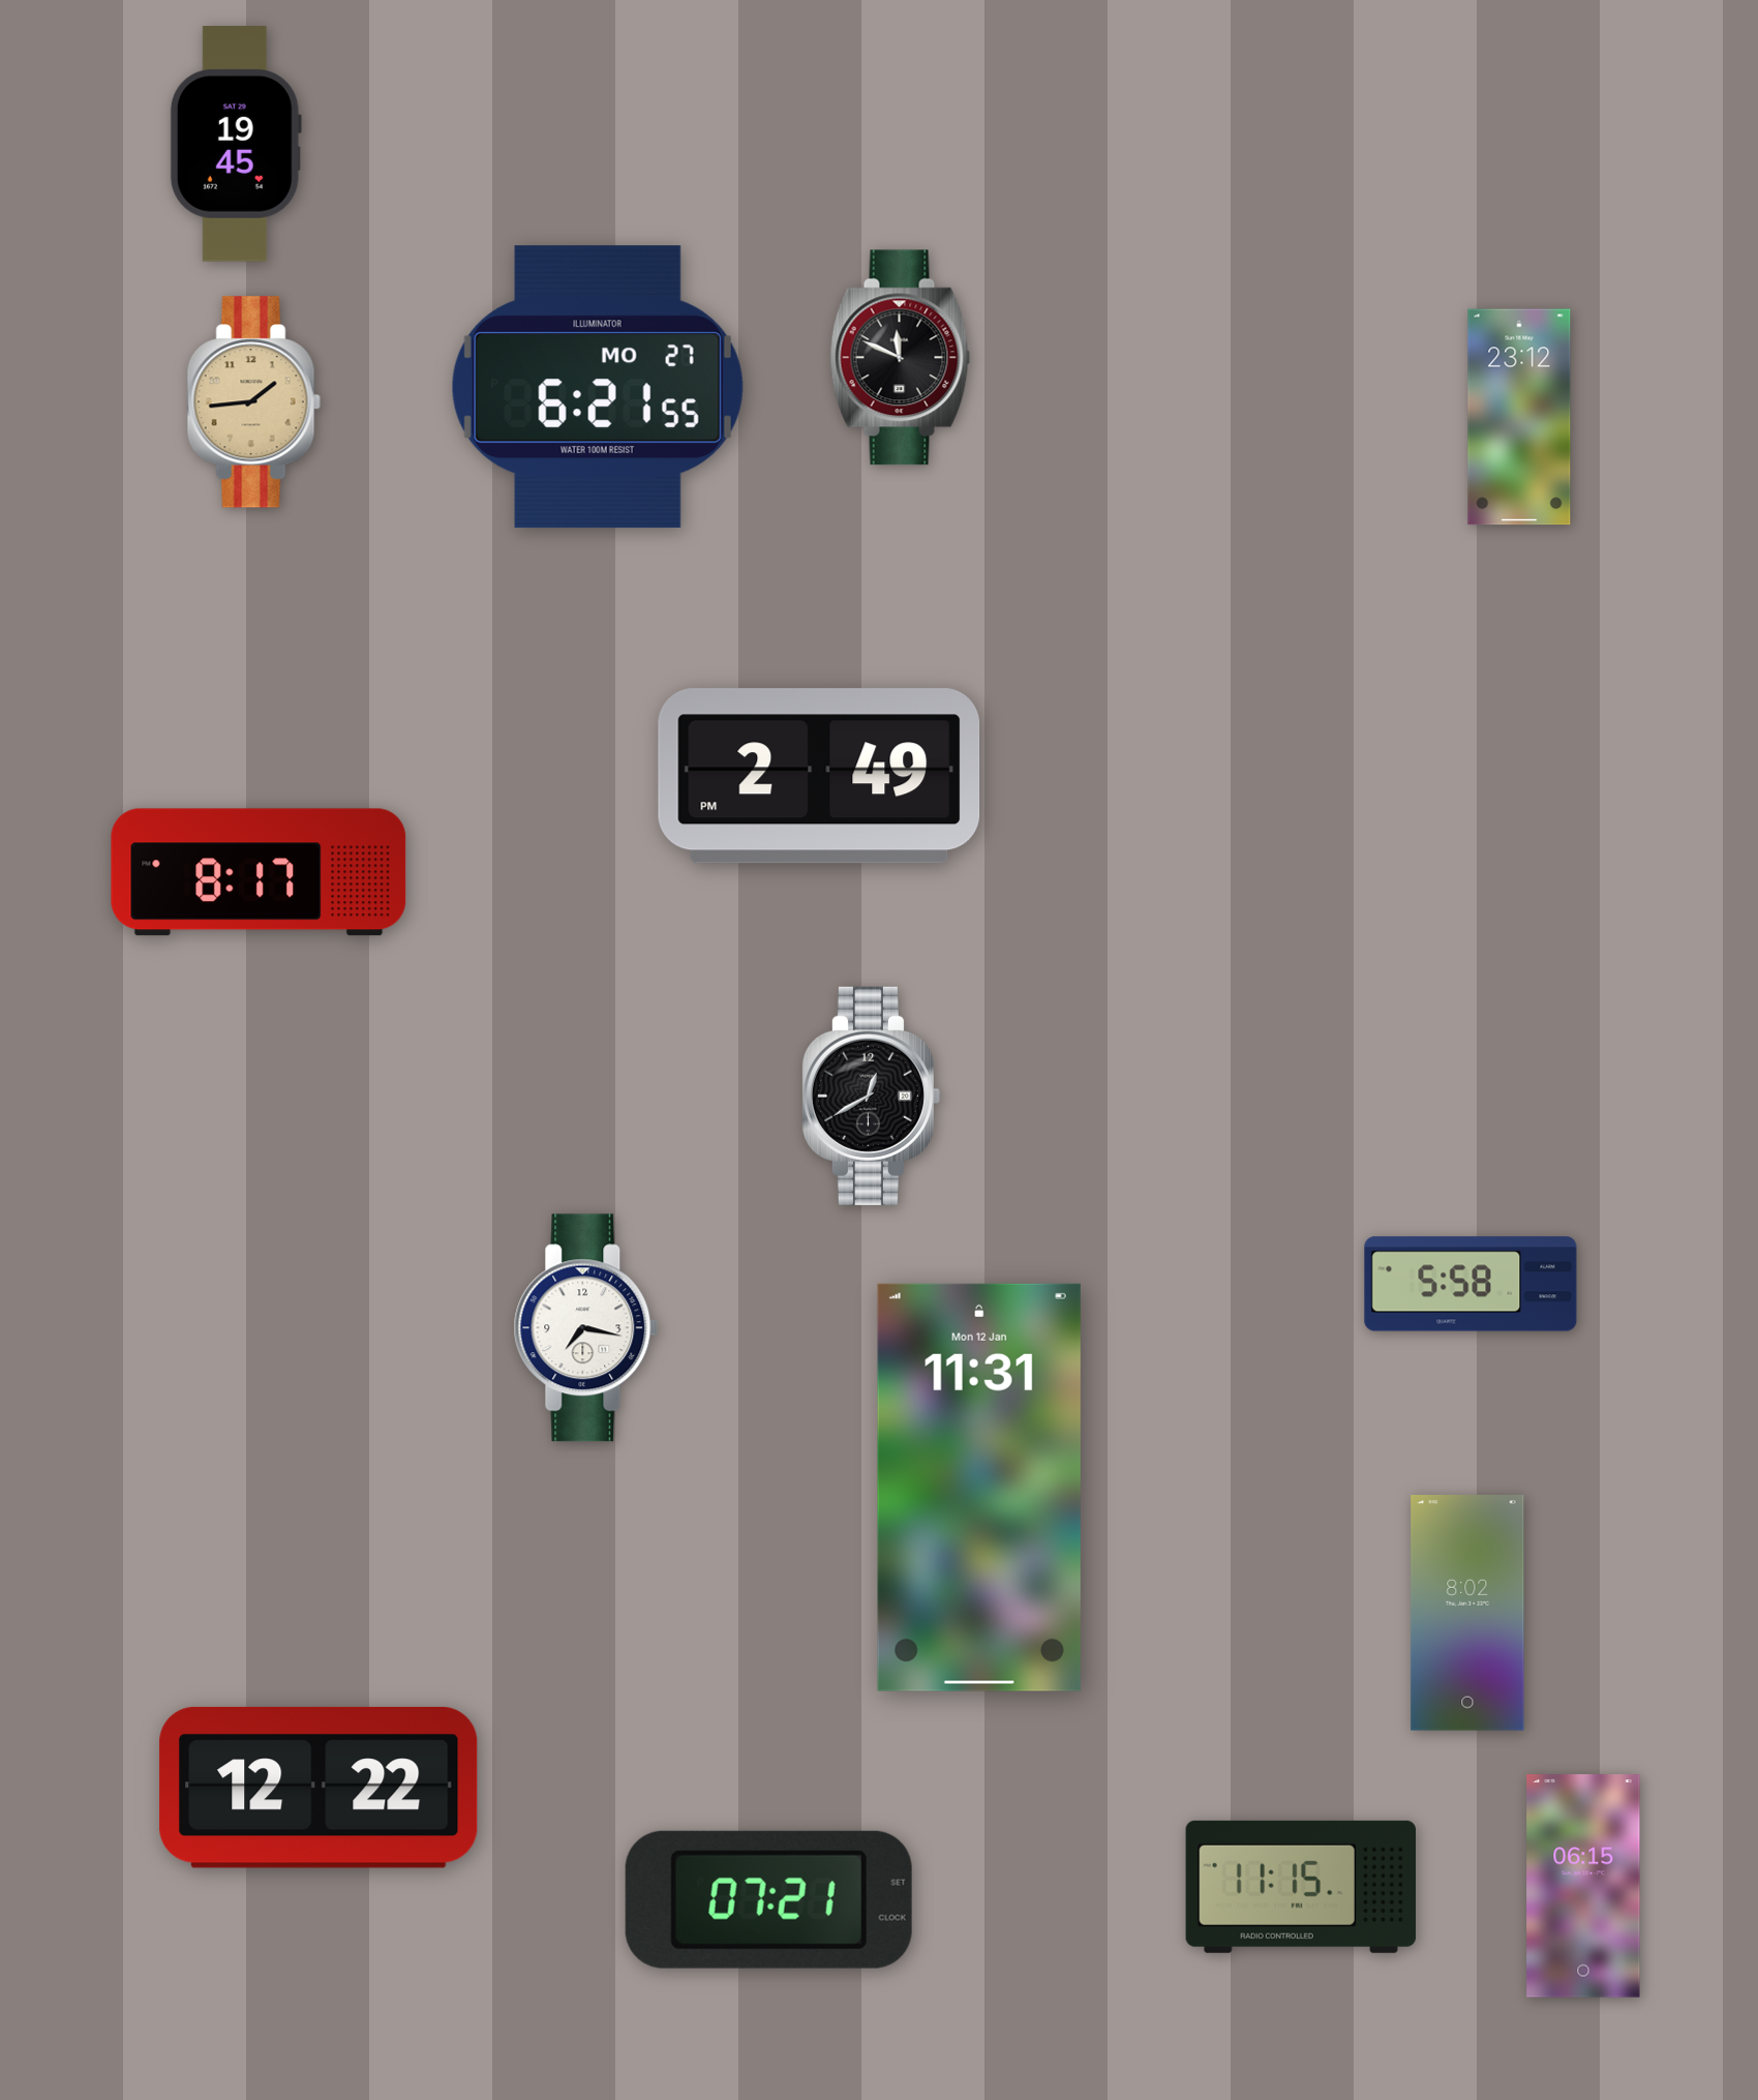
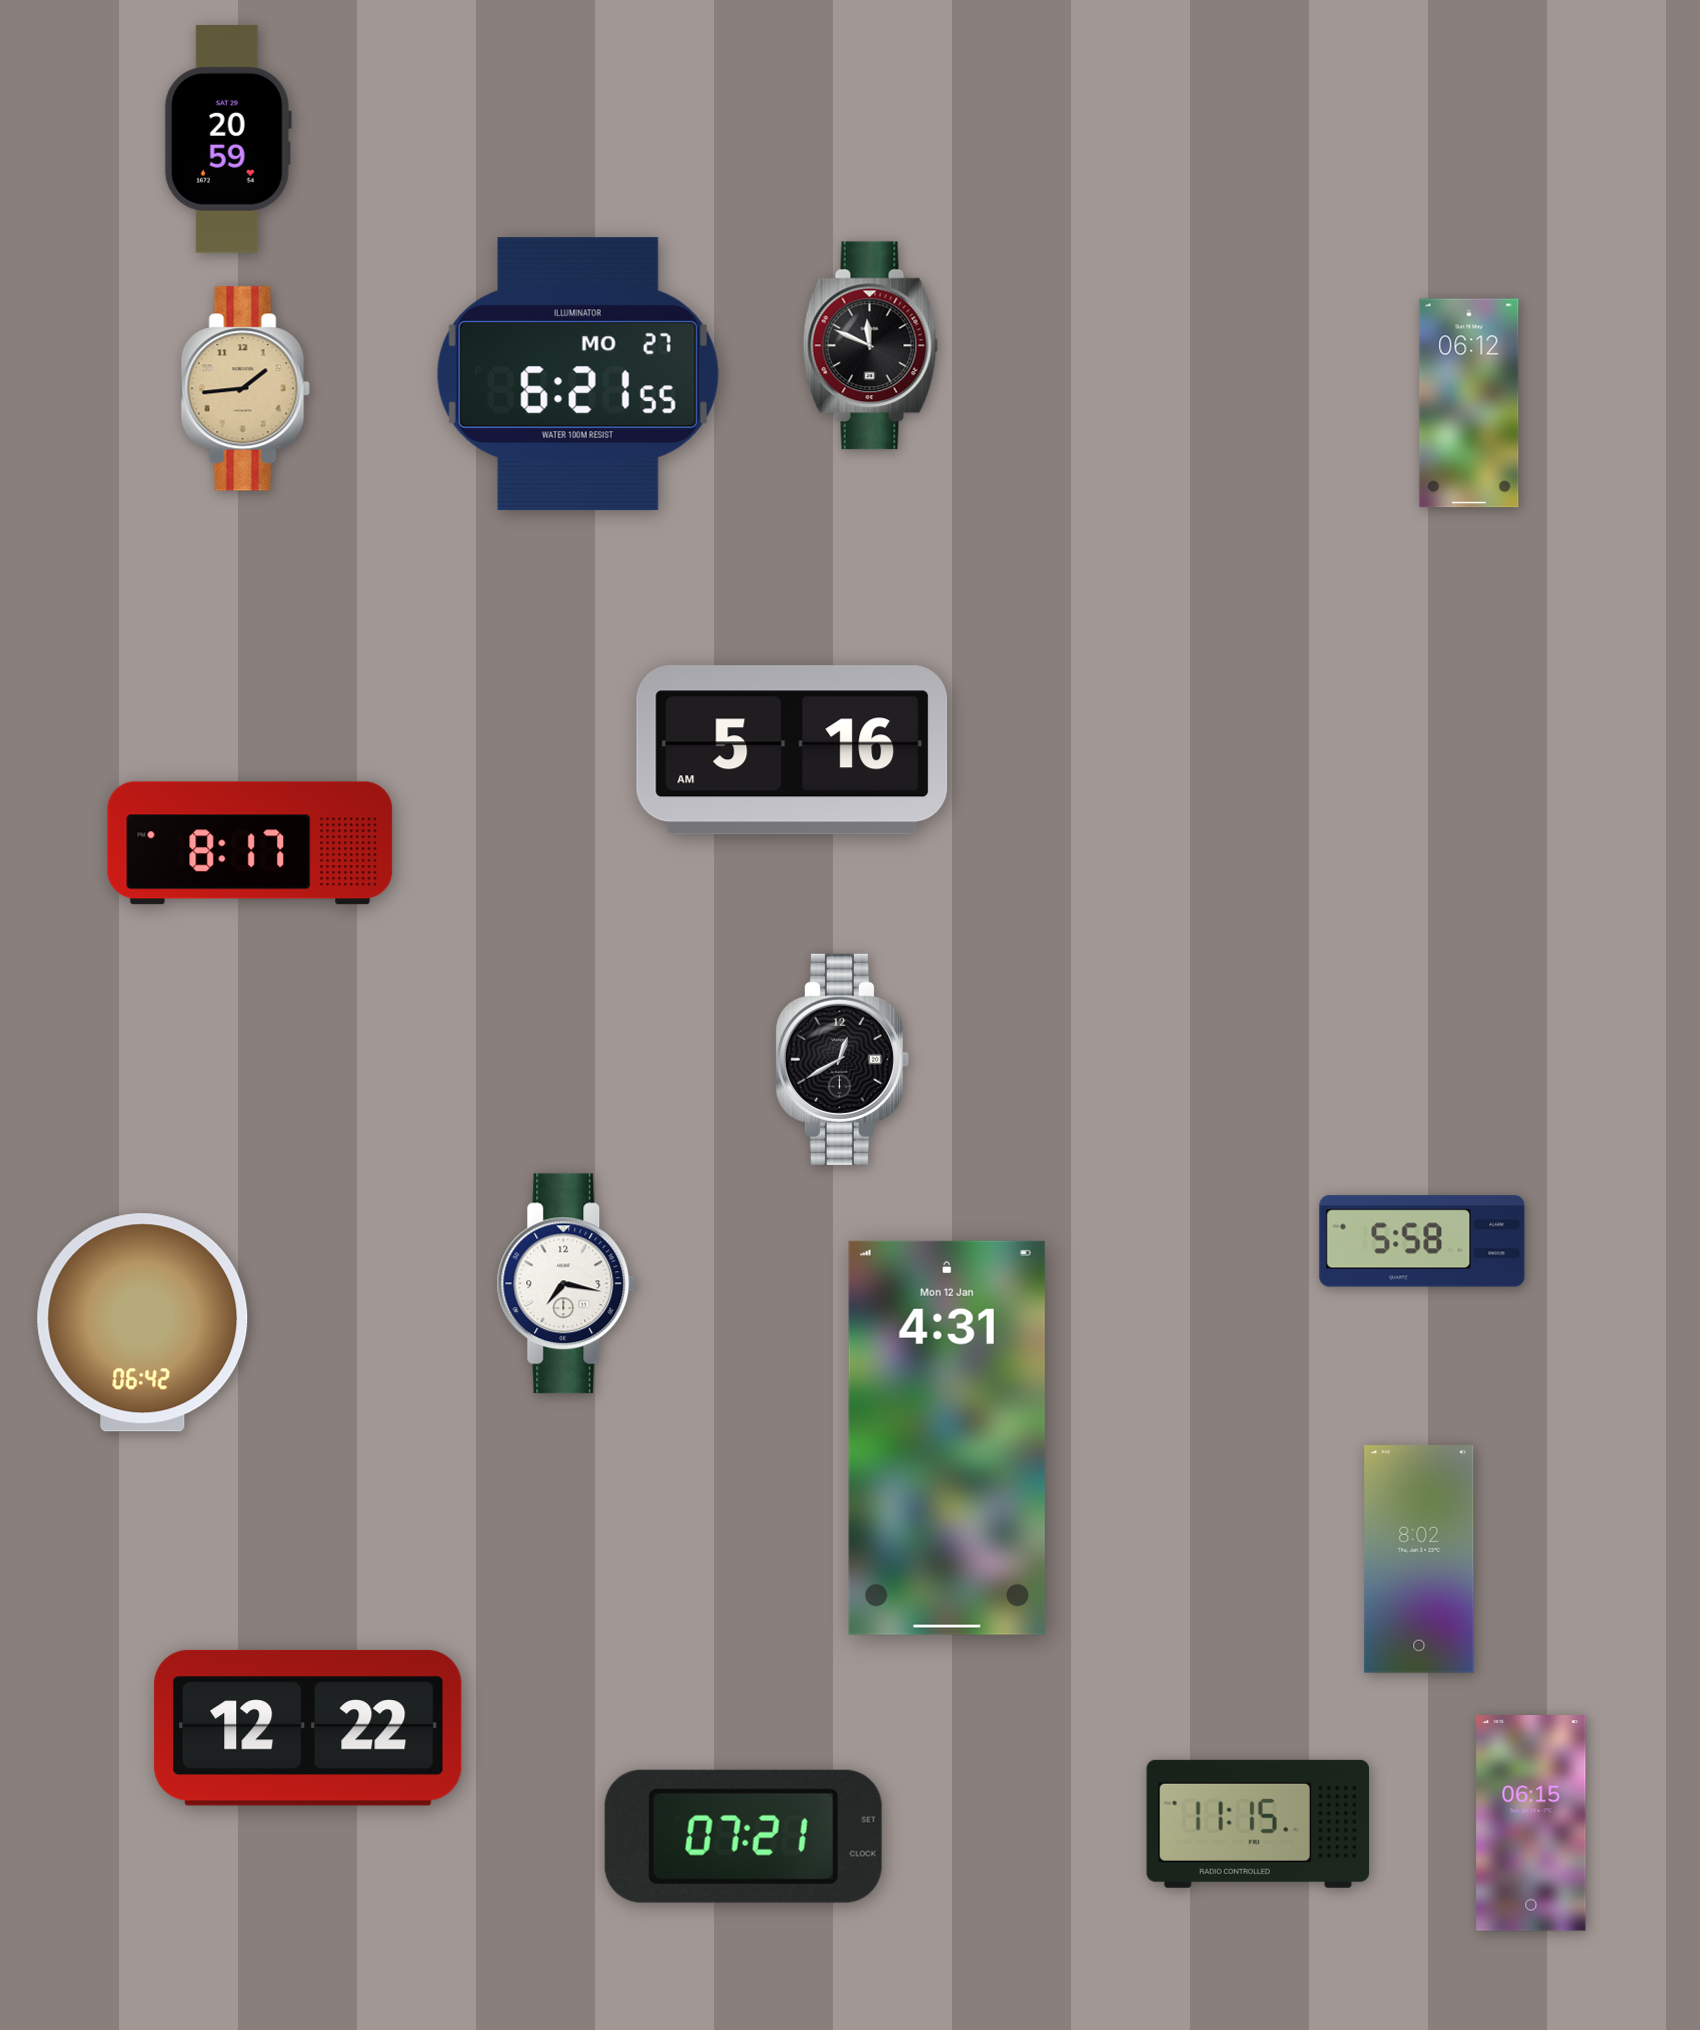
clock at (236, 145): 19:45 -> 20:59
clock at (1519, 417): 23:12 -> 06:12
clock at (819, 776): 2:49 -> 5:16
clock at (143, 1323): none -> 06:42
clock at (979, 1488): 11:31 -> 4:31
